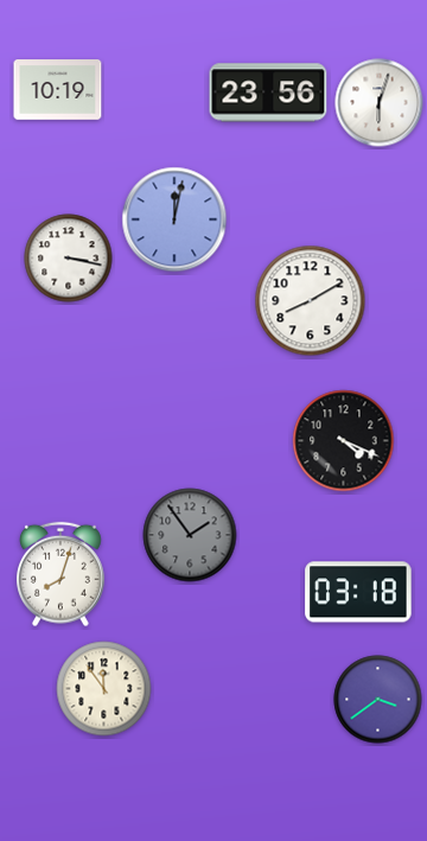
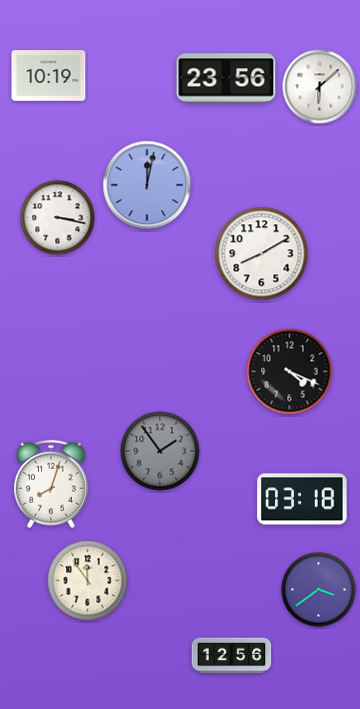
clock at (380, 103): 6:03 -> 6:08
clock at (232, 656): none -> 12:56
